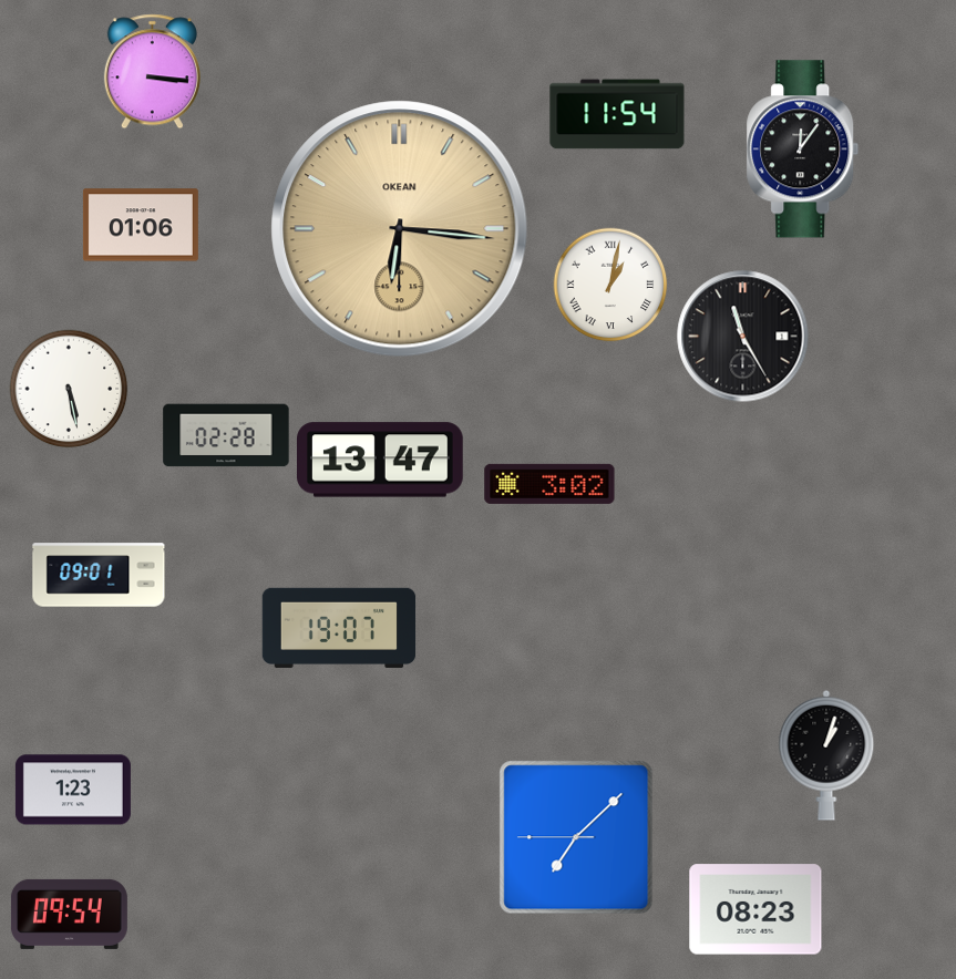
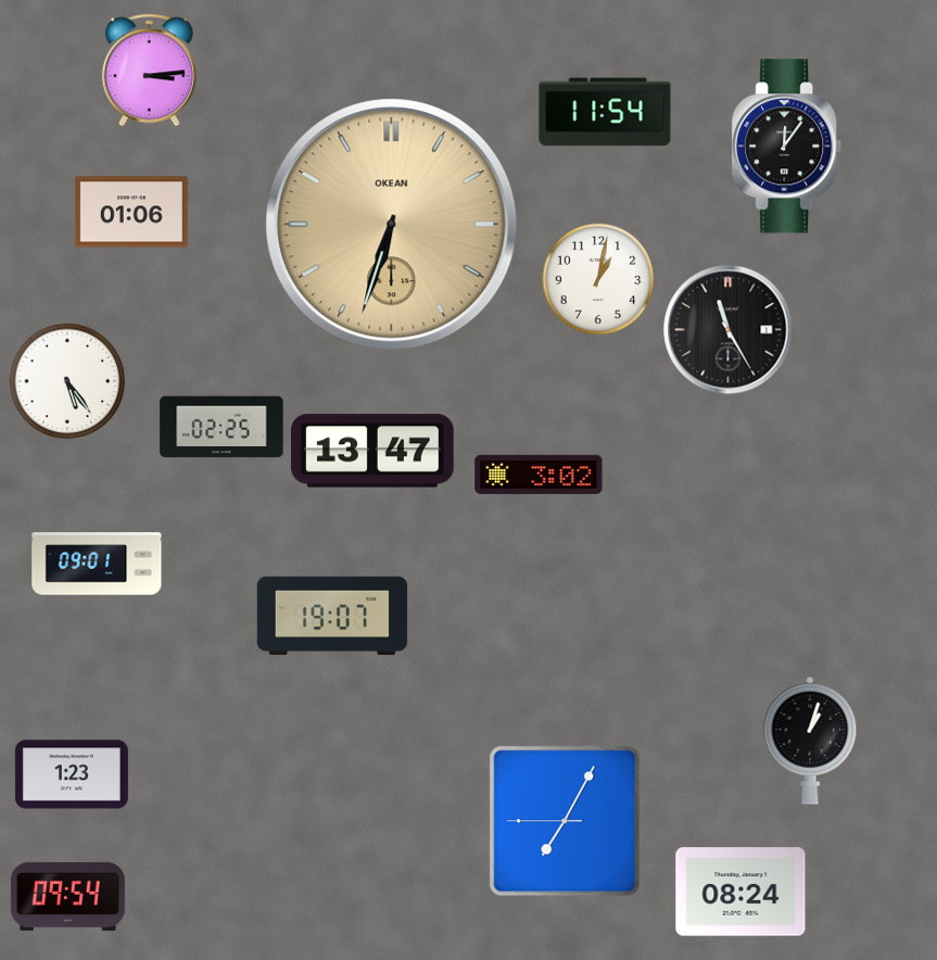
clock at (152, 72): 3:16 -> 3:14
clock at (141, 225) position: (141, 225) -> (131, 212)
clock at (400, 229): 6:16 -> 6:33
clock at (610, 285) numerals: Roman -> Arabic
clock at (69, 389): 5:28 -> 5:24
clock at (226, 435): 02:28 -> 02:25
clock at (576, 837): 7:07 -> 7:04
clock at (755, 909): 08:23 -> 08:24
